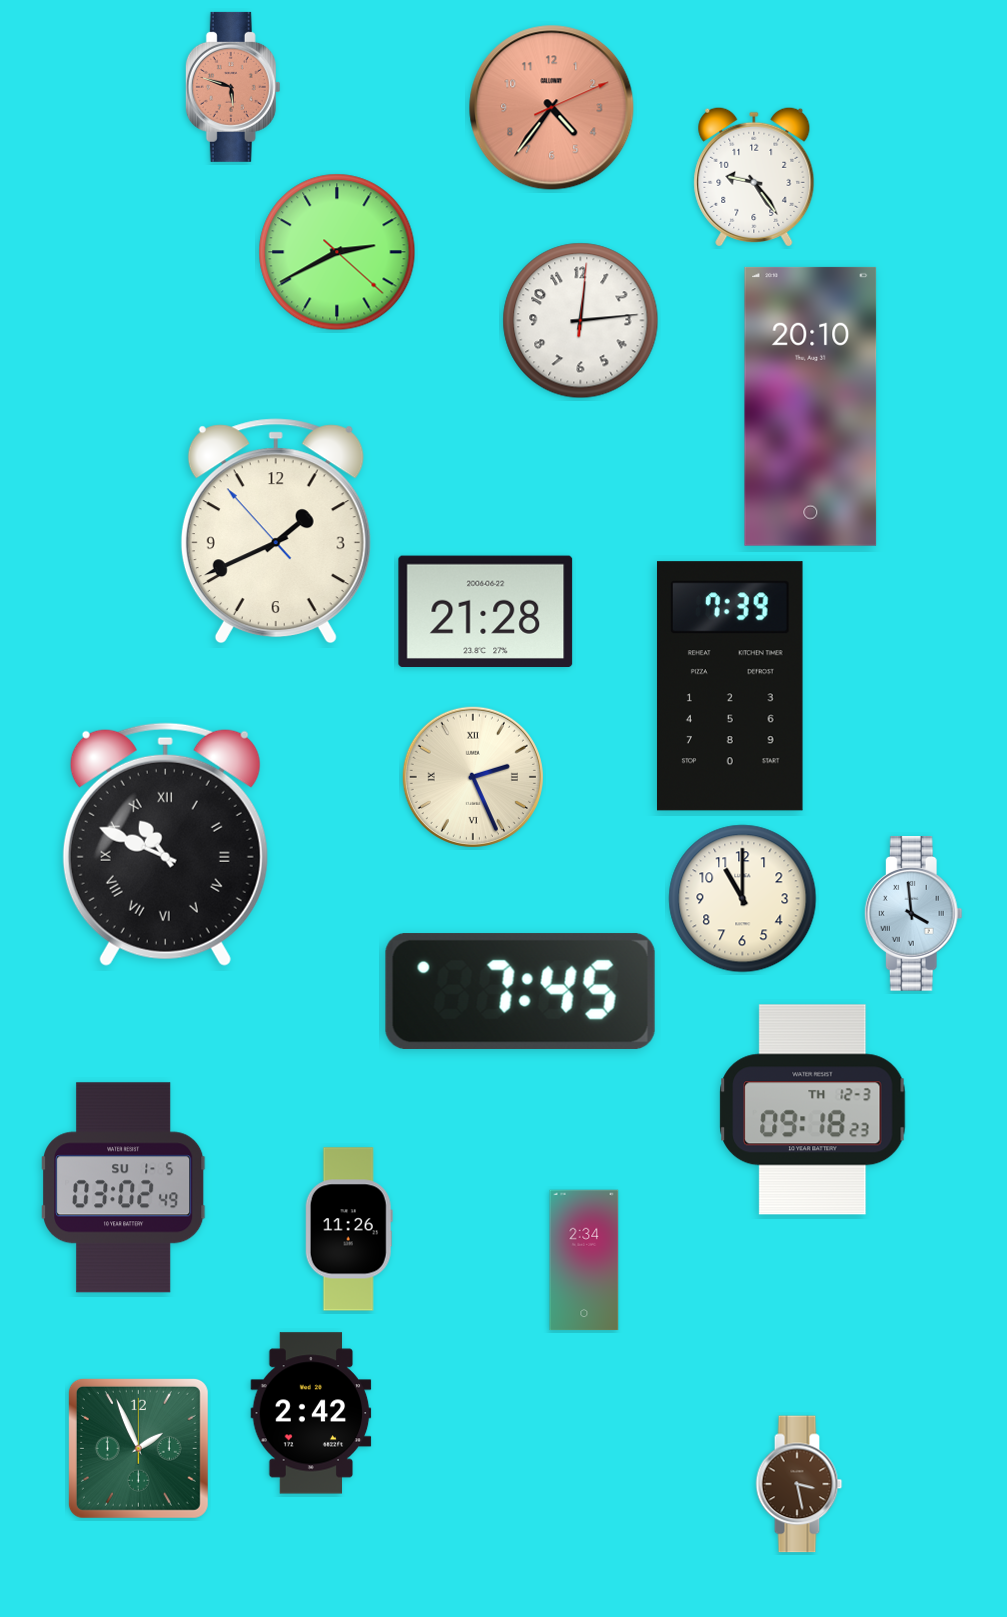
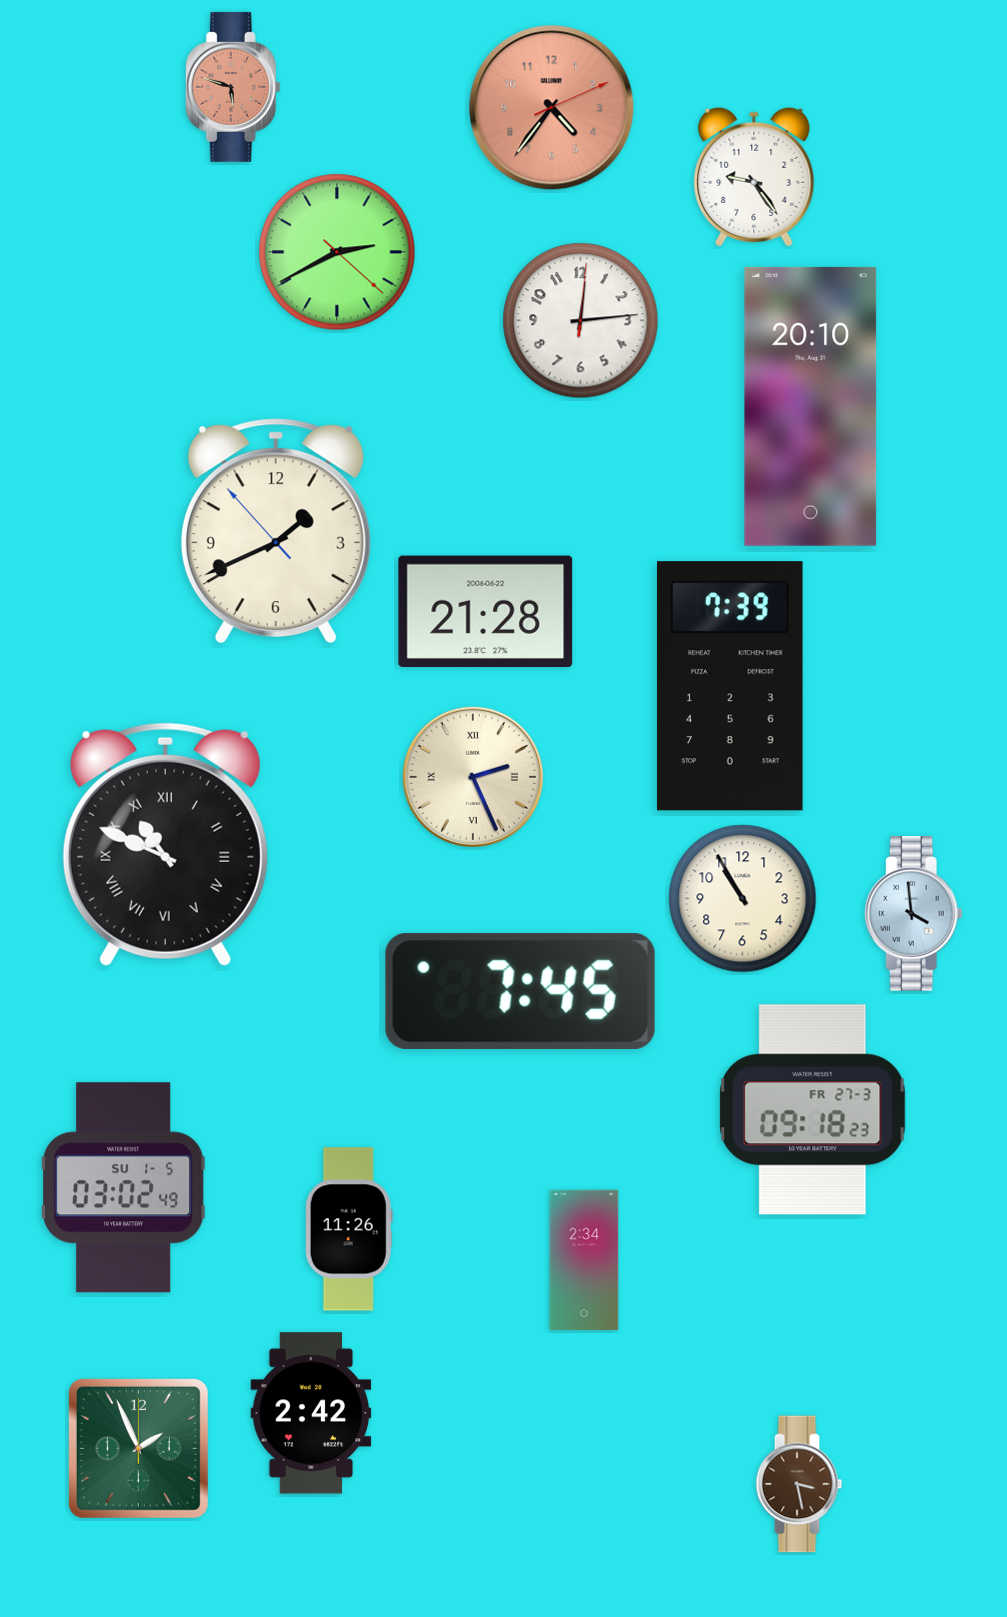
clock at (743, 899): 11:00 -> 10:55
clock at (813, 1110) date: TH 12-3 -> FR 27-3
